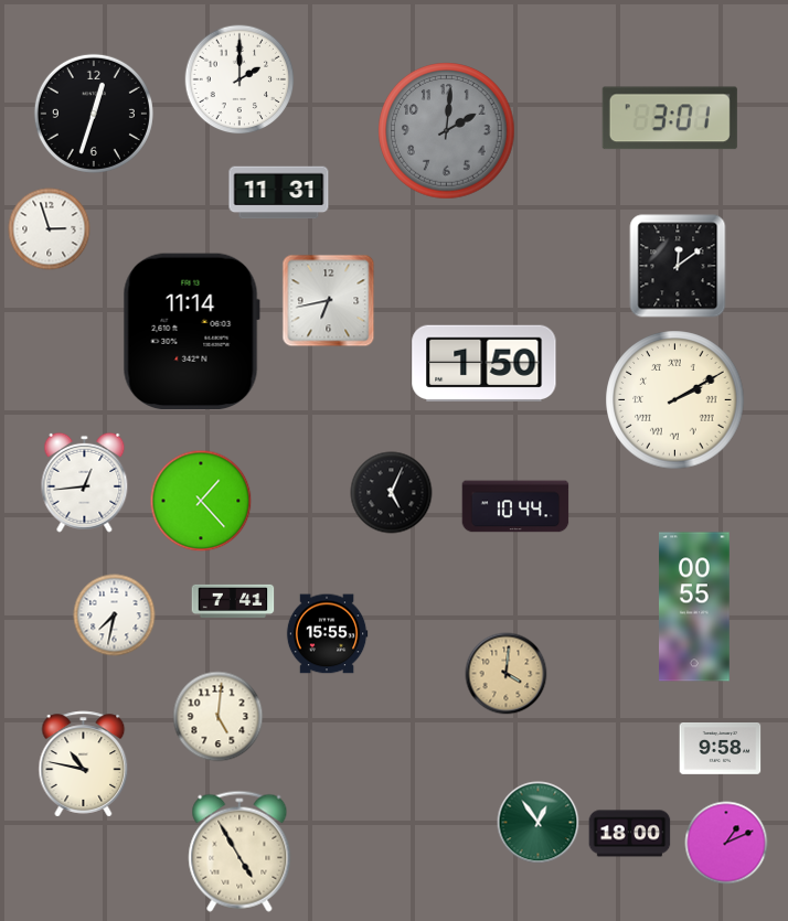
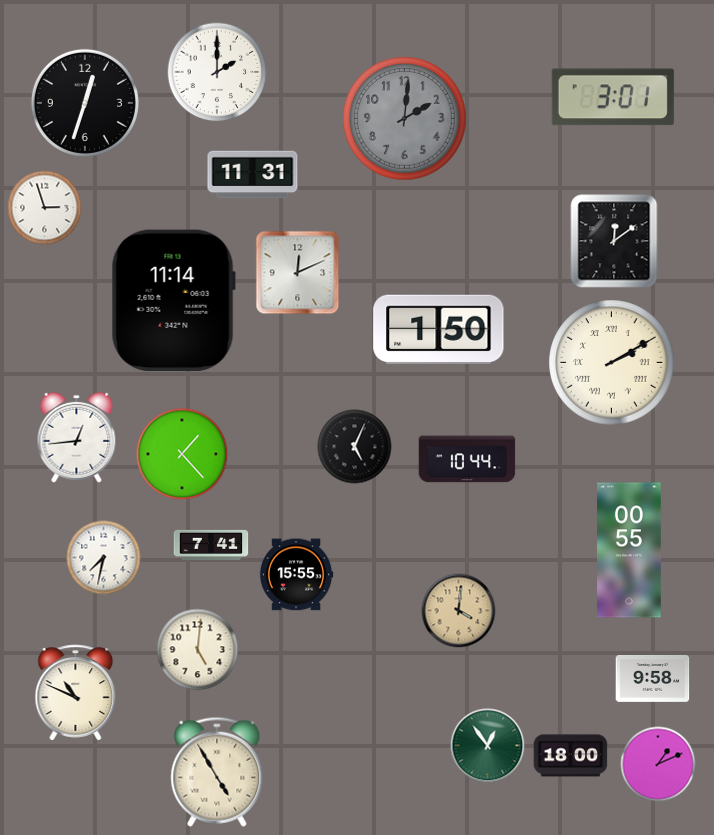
clock at (670, 118) position: (670, 118) -> (613, 97)
clock at (329, 301): 6:43 -> 12:11
clock at (84, 764): 10:47 -> 10:49
